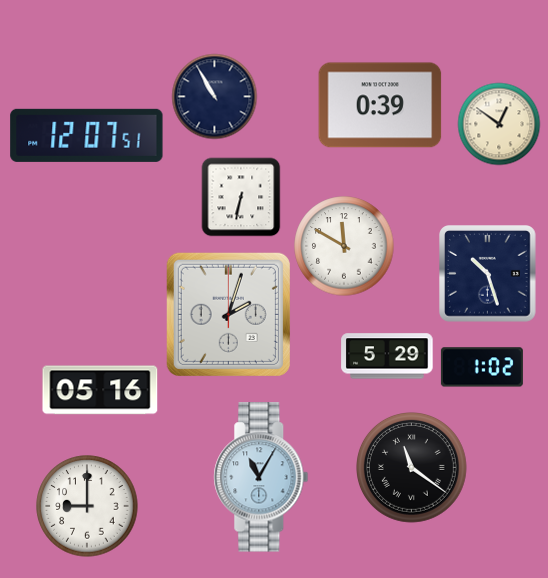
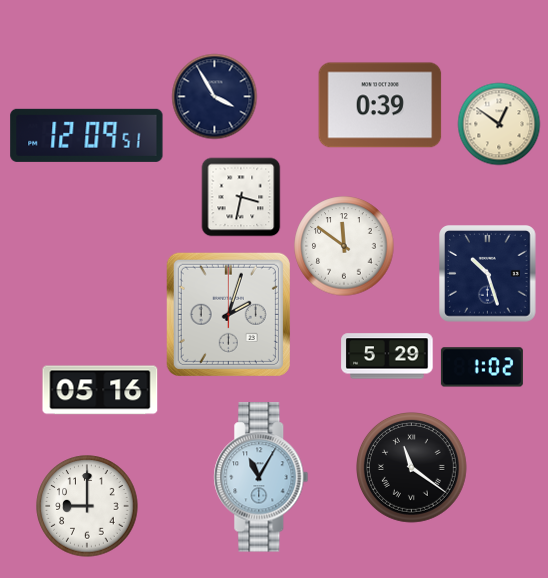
clock at (214, 96): 10:55 -> 3:55
clock at (87, 135): 12:07 -> 12:09
clock at (241, 197): 6:32 -> 3:32
clock at (344, 246): 11:50 -> 11:51
